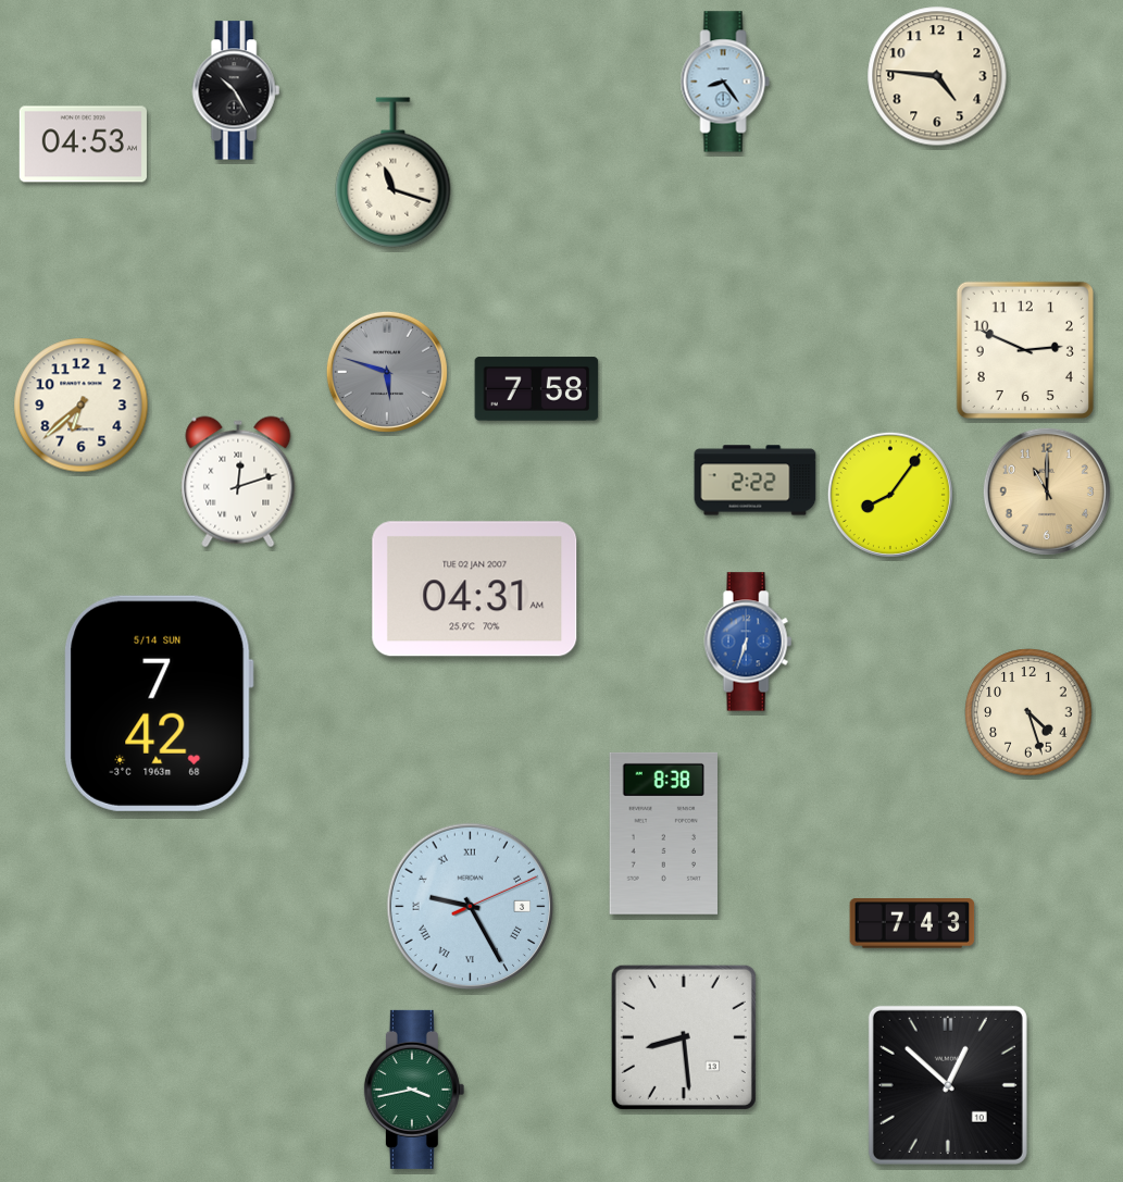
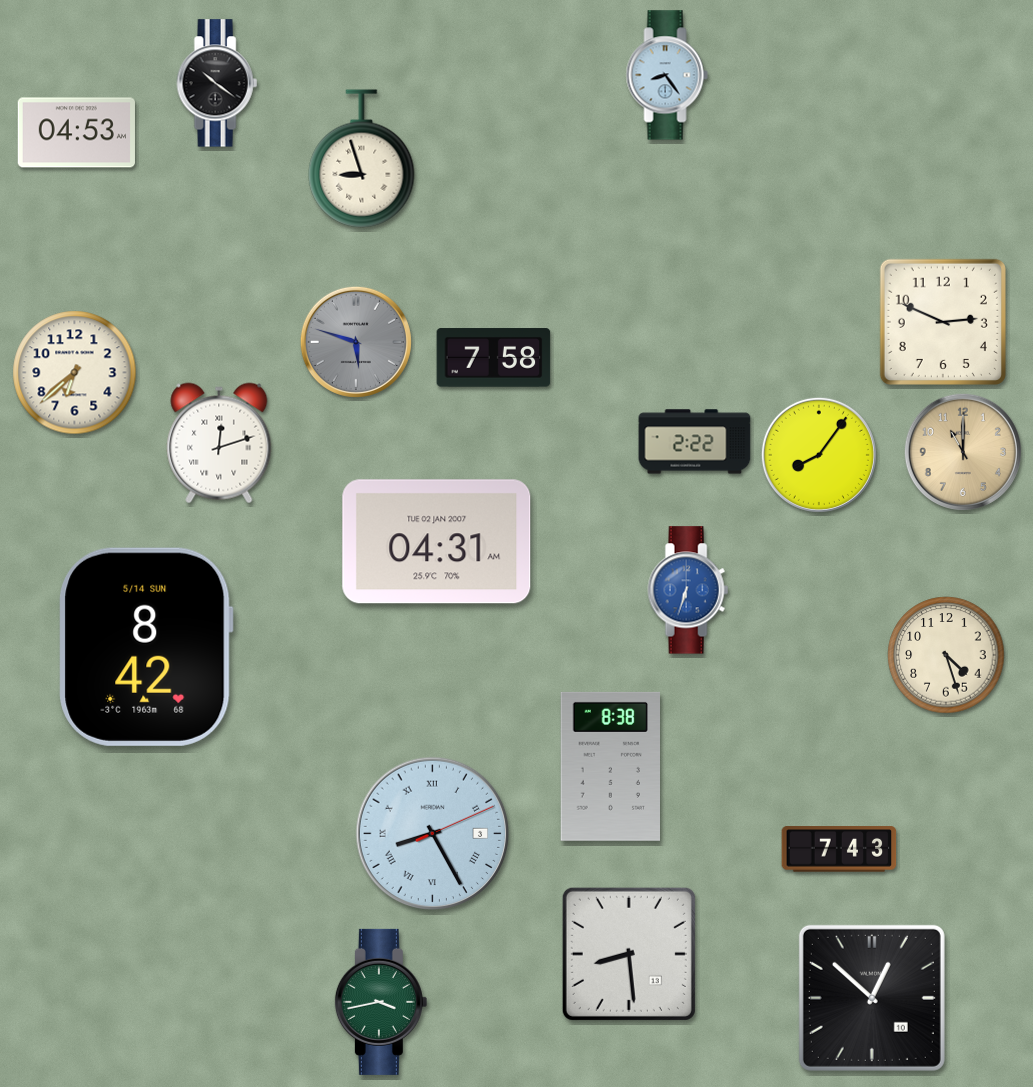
clock at (937, 76): 4:46 -> none
clock at (236, 90): 10:25 -> 10:21
clock at (394, 173): 11:18 -> 8:57
clock at (159, 704): 7:42 -> 8:42
clock at (471, 907): 9:25 -> 8:25
